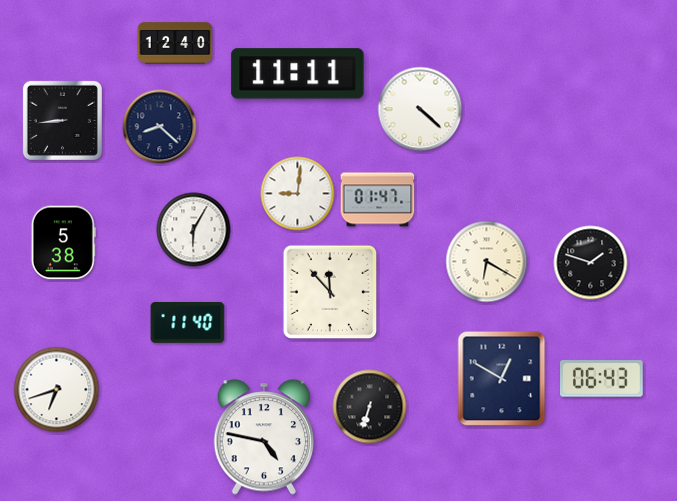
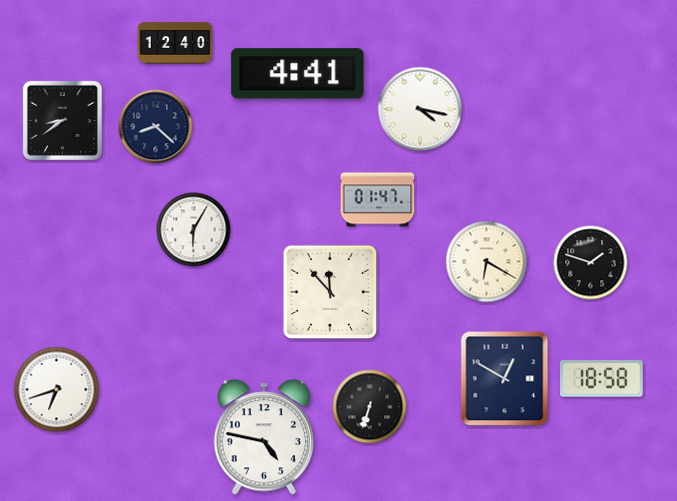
clock at (298, 74): 11:11 -> 4:41
clock at (420, 109): 4:22 -> 4:17
clock at (62, 120): 8:44 -> 8:39
clock at (160, 127) position: (160, 127) -> (156, 127)
clock at (298, 194): 9:01 -> none
clock at (63, 243): 5:38 -> none
clock at (188, 323): 11:40 -> none
clock at (502, 379) position: (502, 379) -> (505, 379)
clock at (602, 379): 06:43 -> 18:58
